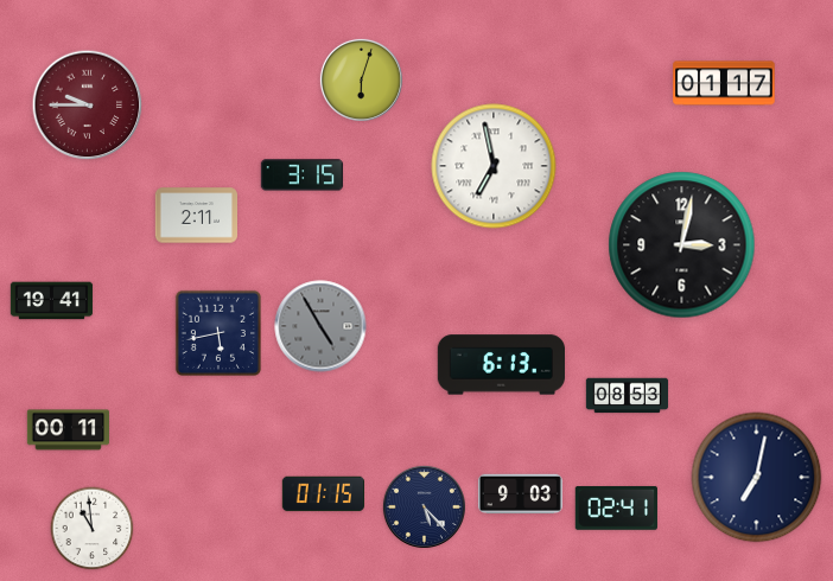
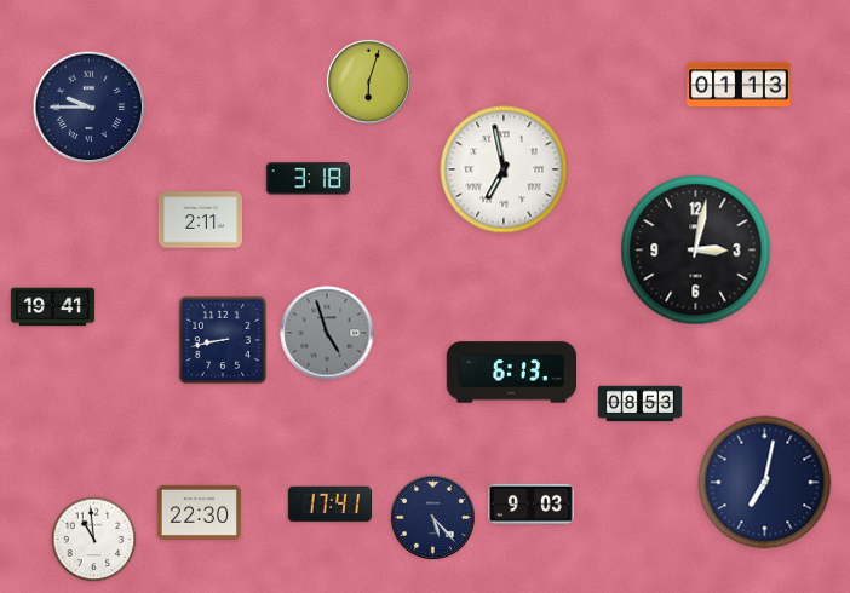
clock at (724, 83): 01:17 -> 01:13
clock at (88, 106) dial: burgundy -> navy
clock at (301, 175): 3:15 -> 3:18
clock at (320, 326): 4:55 -> 4:57
clock at (218, 333): 5:43 -> 8:43
clock at (68, 430): 00:11 -> none
clock at (757, 478) position: (757, 478) -> (765, 483)
clock at (323, 494): 01:15 -> 17:41
clock at (199, 512): none -> 22:30
clock at (616, 507): 02:41 -> none
